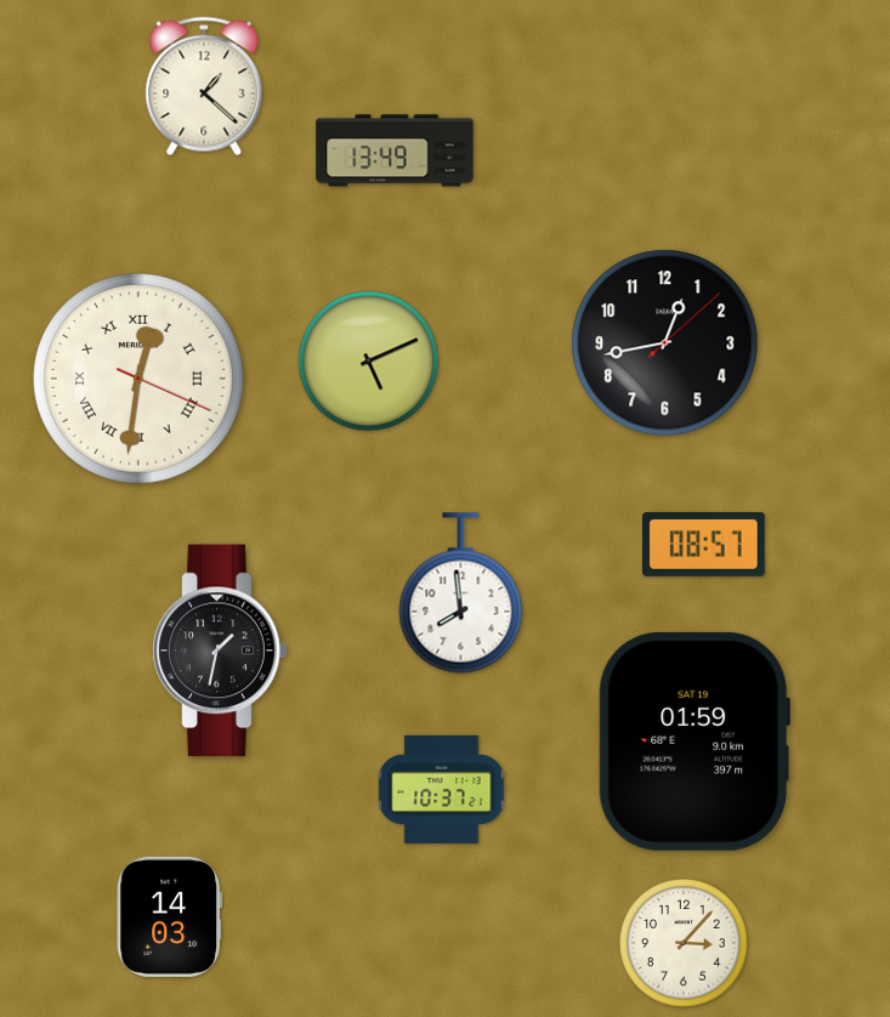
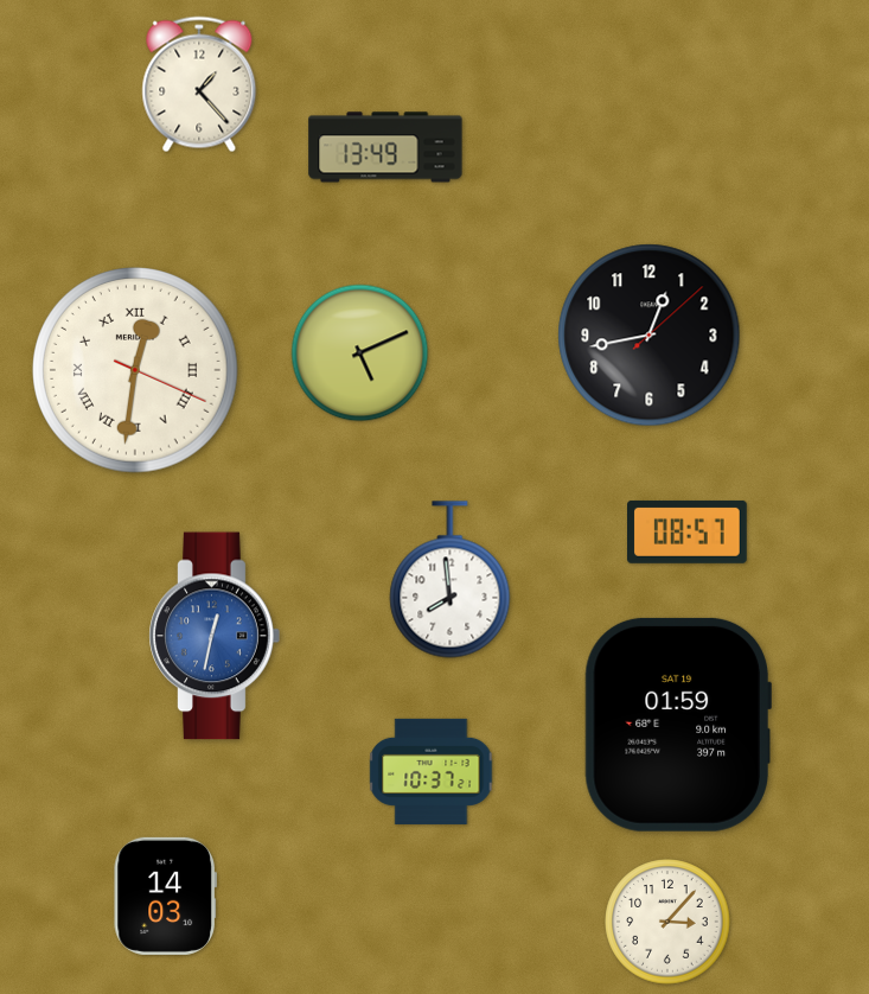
clock at (204, 86): 1:22 -> 1:23
clock at (220, 650): 1:32 -> 12:32
clock at (220, 650) dial: black -> blue
